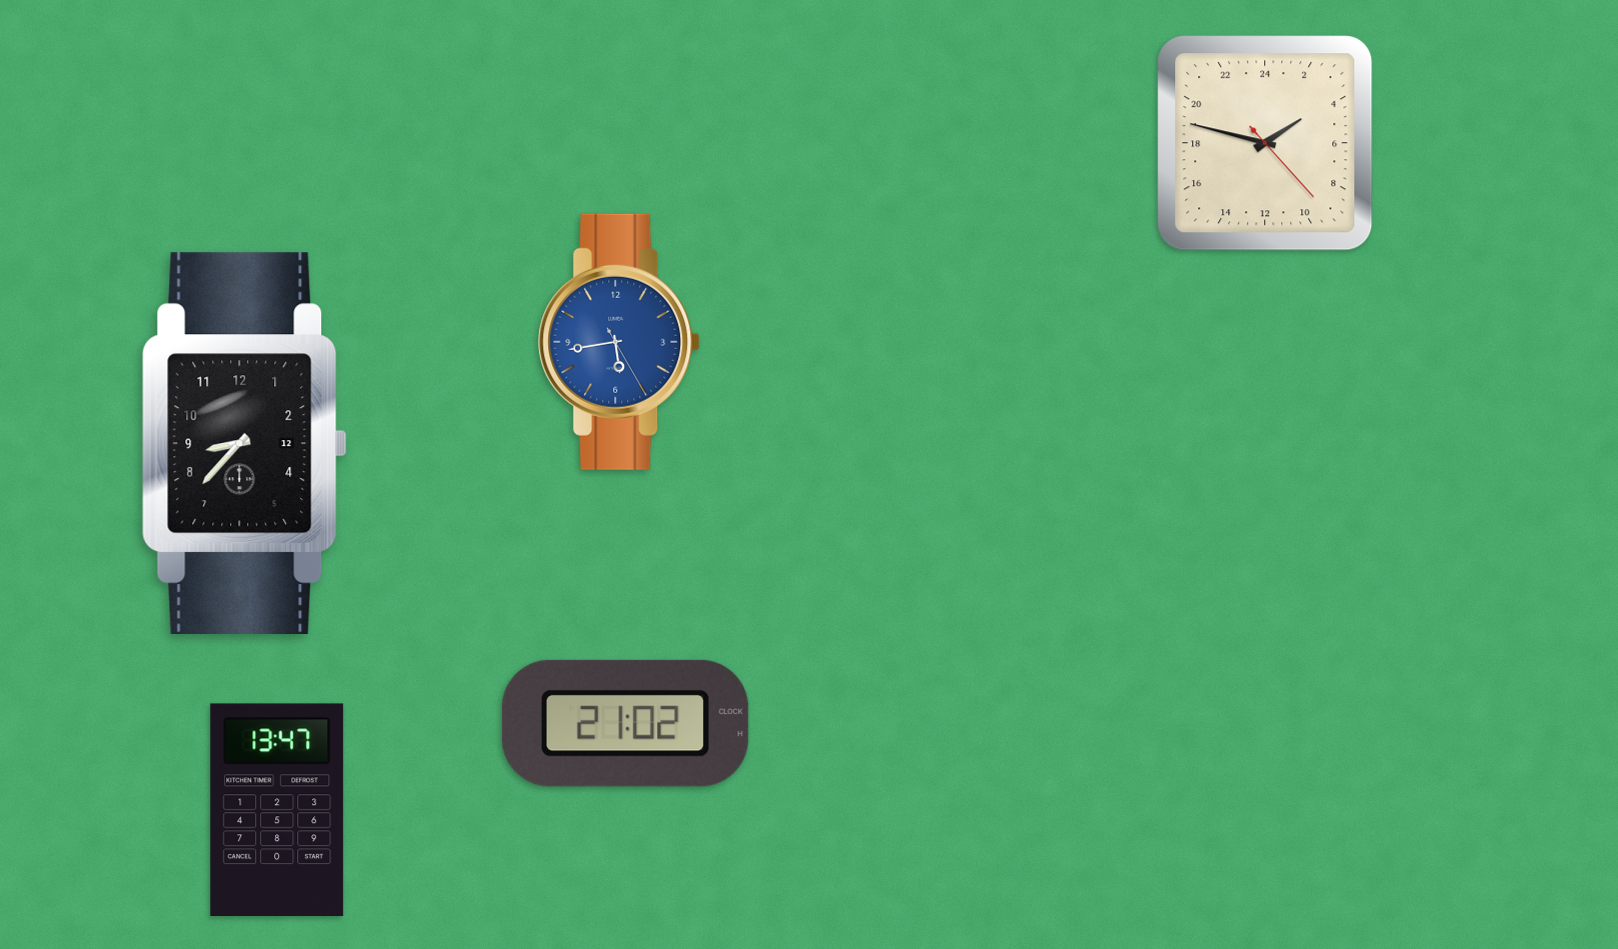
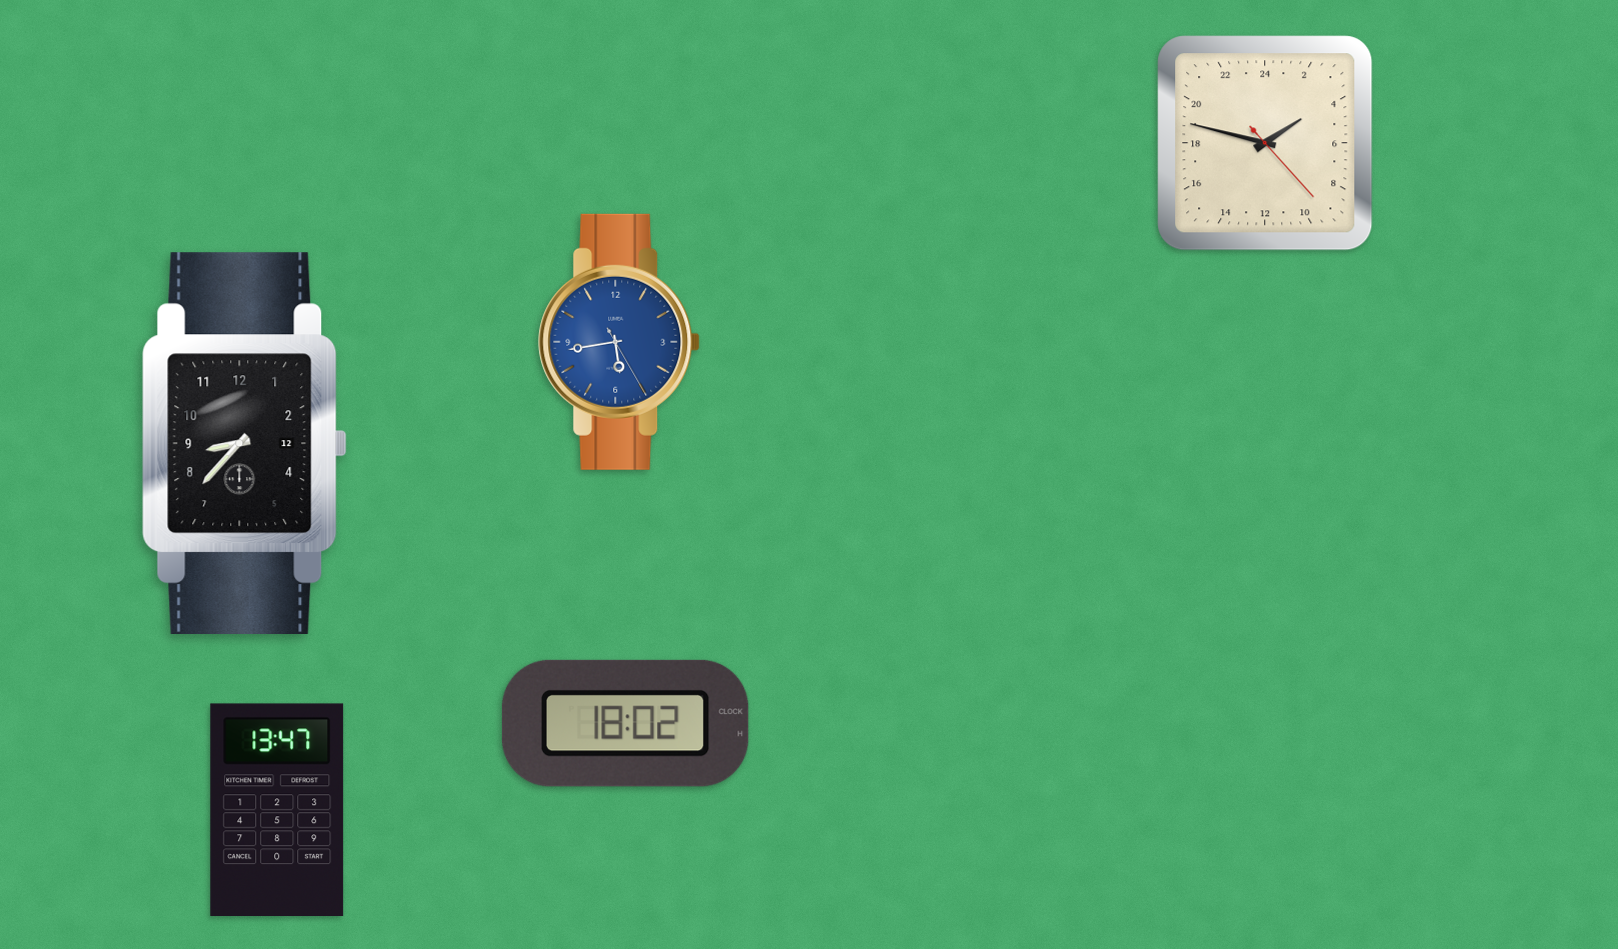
clock at (625, 723): 21:02 -> 18:02
